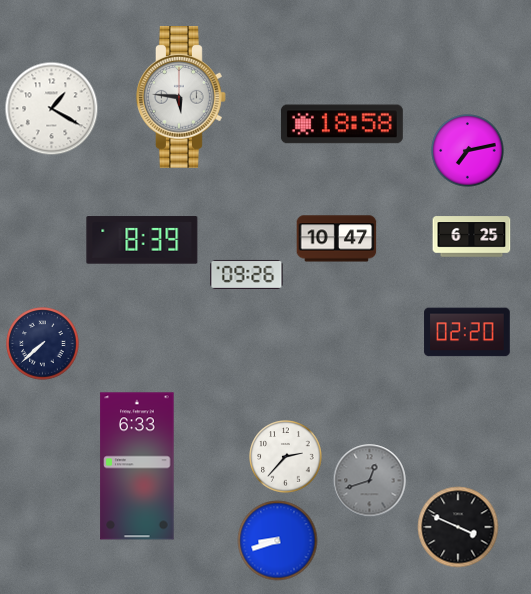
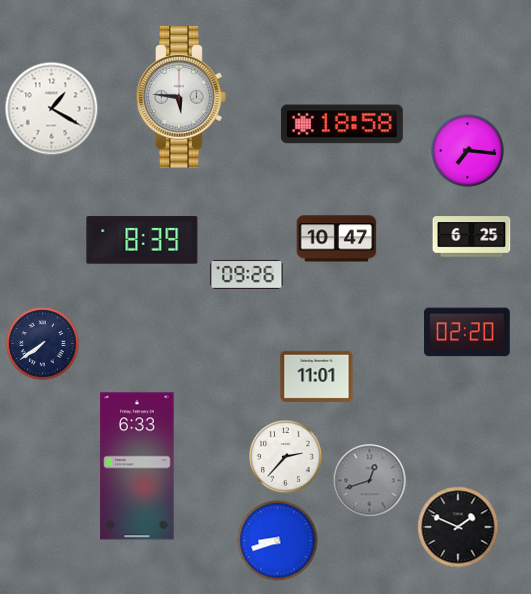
clock at (468, 151): 7:13 -> 7:16
clock at (43, 344): 7:38 -> 7:39
clock at (317, 376): none -> 11:01
clock at (458, 527): 3:49 -> 1:49
